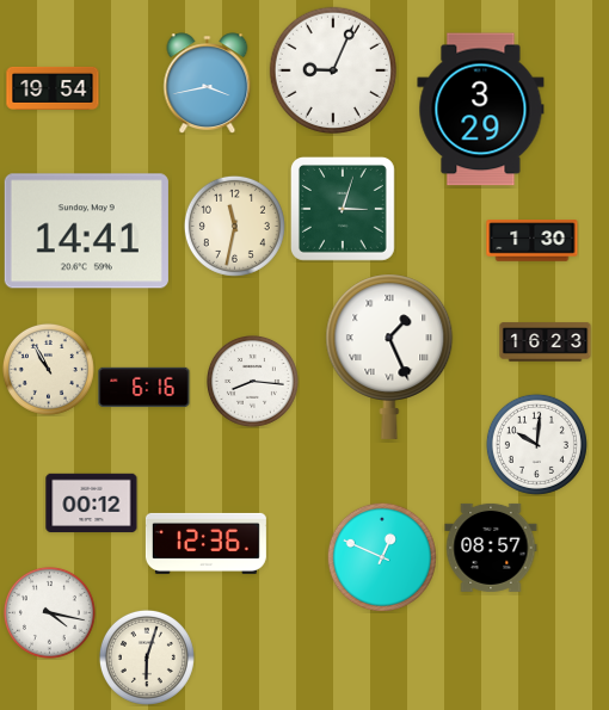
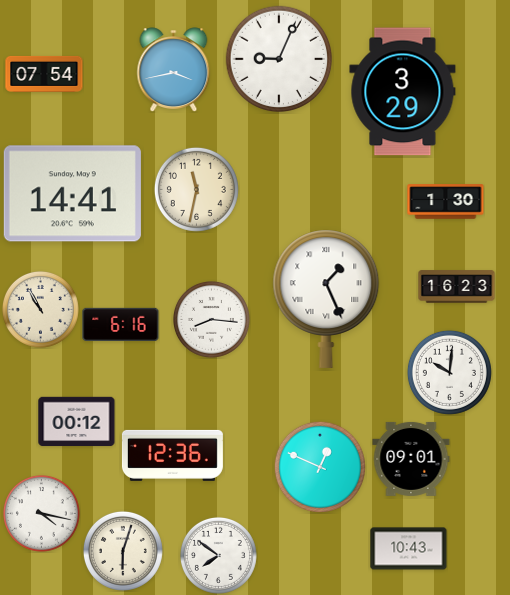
clock at (53, 88): 19:54 -> 07:54
clock at (343, 209): 3:03 -> none
clock at (491, 548): 08:57 -> 09:01
clock at (409, 549): none -> 10:43
clock at (218, 555): none -> 7:51
